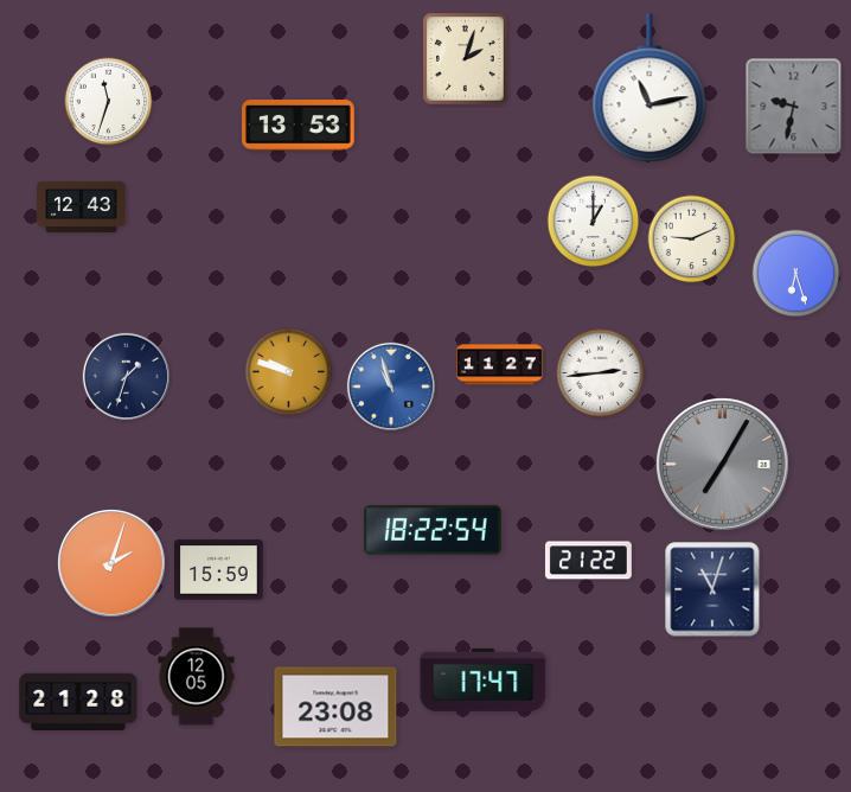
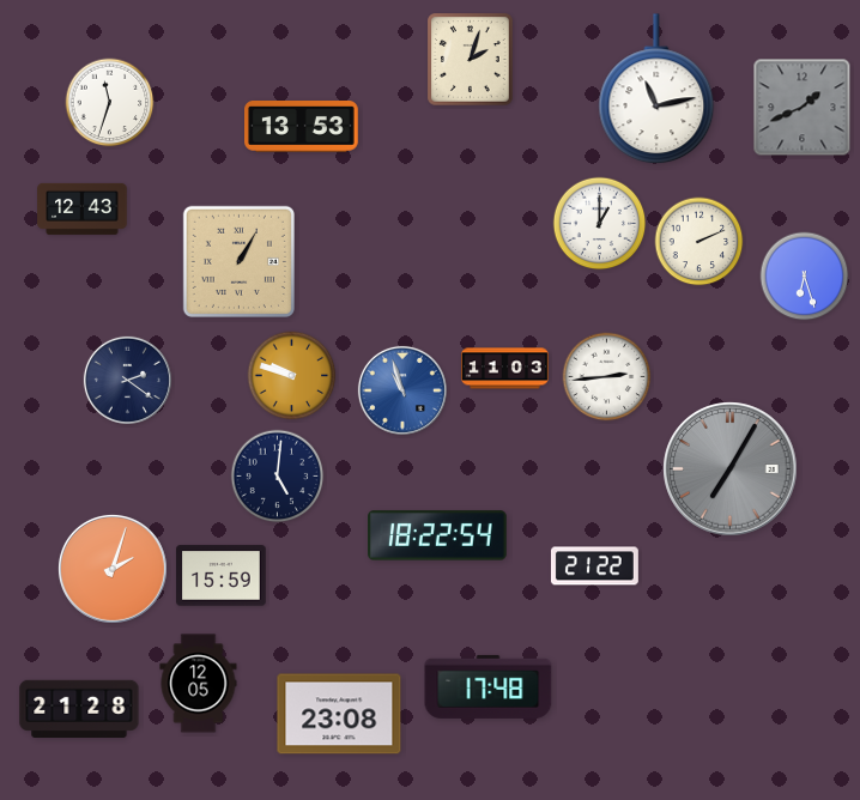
clock at (794, 107): 9:32 -> 1:41
clock at (692, 239): 9:11 -> 2:11
clock at (238, 261): none -> 1:05
clock at (499, 365): 11:27 -> 11:03
clock at (126, 376): 1:33 -> 2:21
clock at (391, 387) position: (391, 387) -> (402, 390)
clock at (278, 477): none -> 5:01
clock at (712, 589): 11:03 -> none
clock at (484, 679): 17:47 -> 17:48
